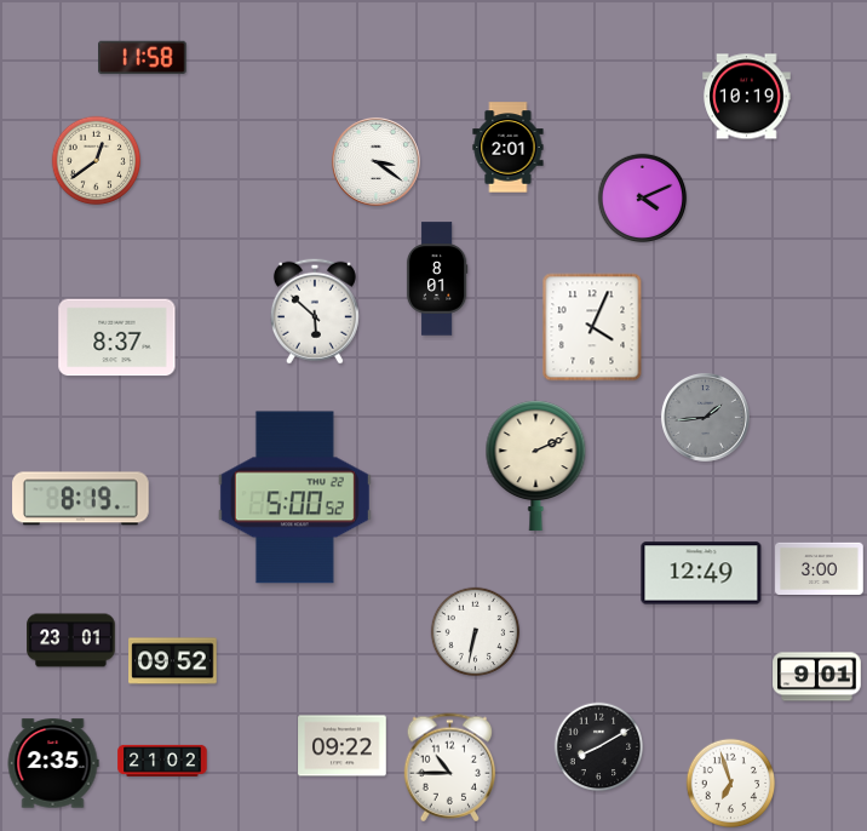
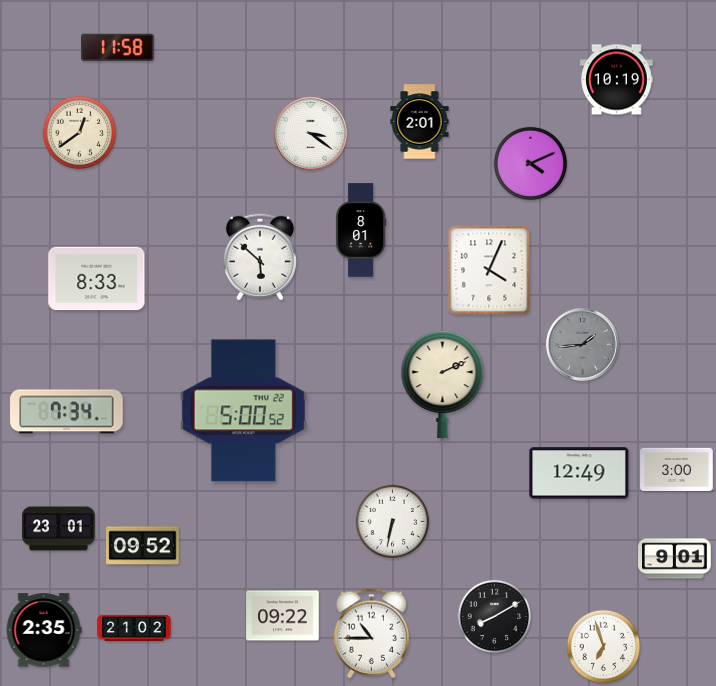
clock at (117, 338): 8:37 -> 8:33
clock at (81, 499): 8:19 -> 7:34
